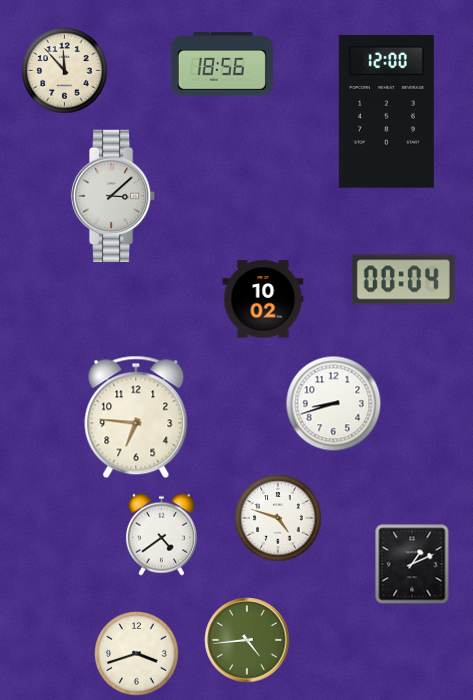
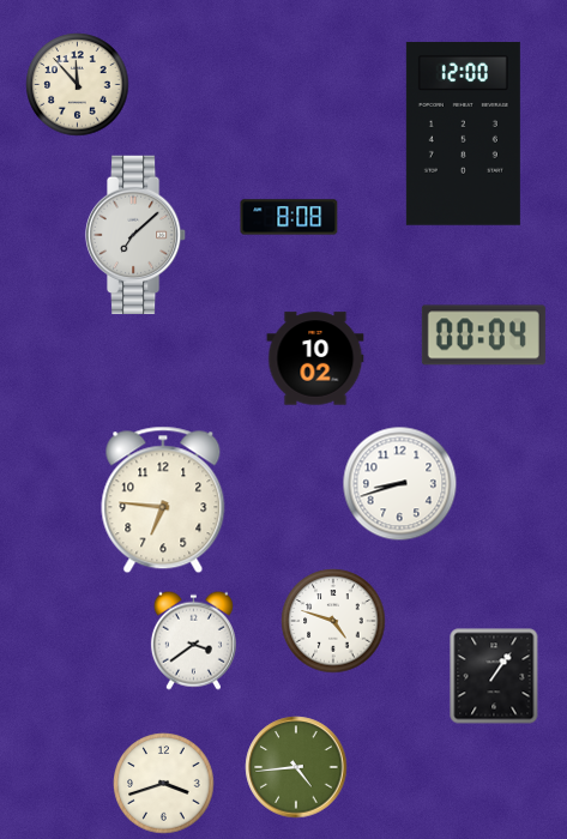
clock at (222, 65): 18:56 -> none
clock at (289, 217): none -> 8:08
clock at (113, 196): 3:08 -> 7:08
clock at (161, 534): 4:39 -> 3:39
clock at (412, 564): 1:11 -> 1:06
